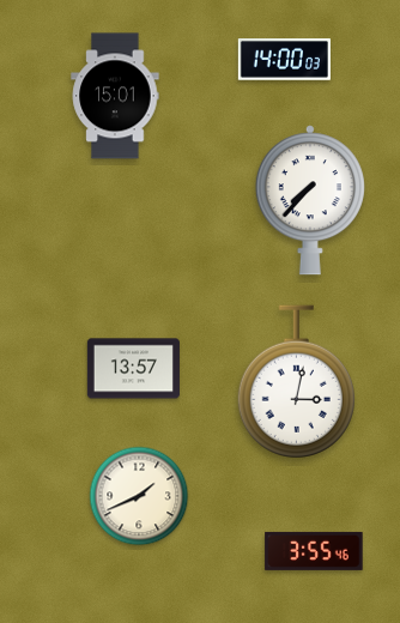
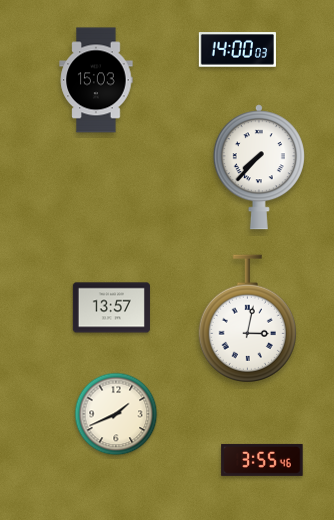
clock at (115, 96): 15:01 -> 15:03
